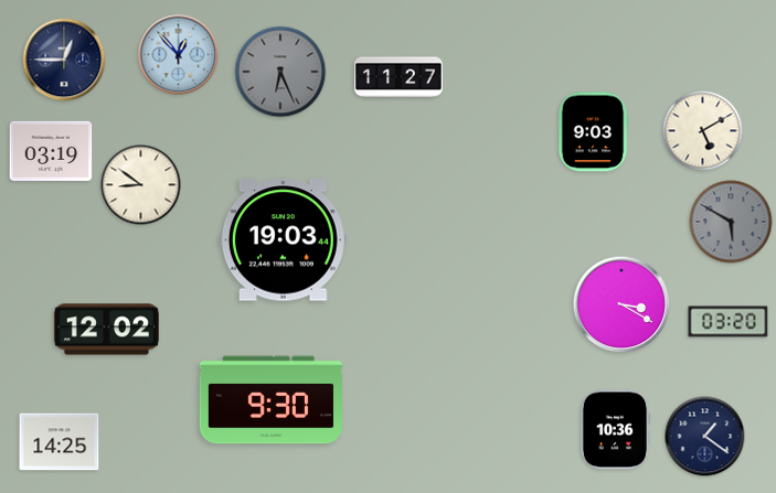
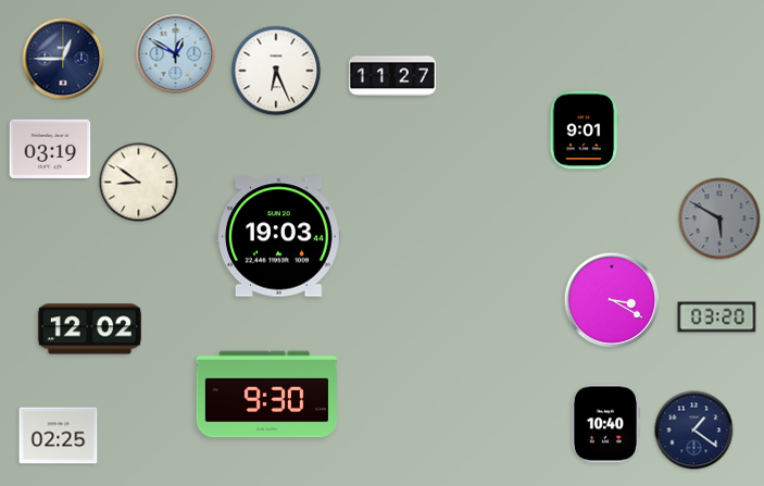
clock at (179, 55): 12:53 -> 12:50
clock at (280, 72) dial: grey -> white
clock at (703, 131): 5:10 -> none
clock at (593, 132): 9:03 -> 9:01
clock at (106, 330) position: (106, 330) -> (89, 329)
clock at (614, 430): 10:36 -> 10:40
clock at (60, 442): 14:25 -> 02:25
